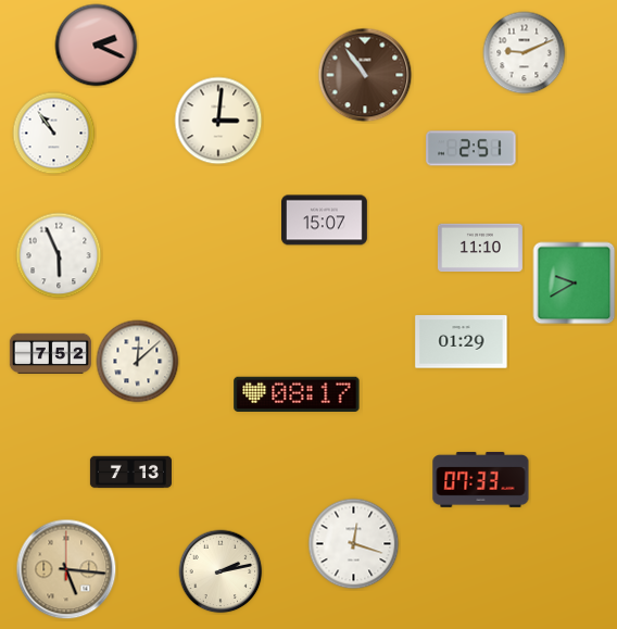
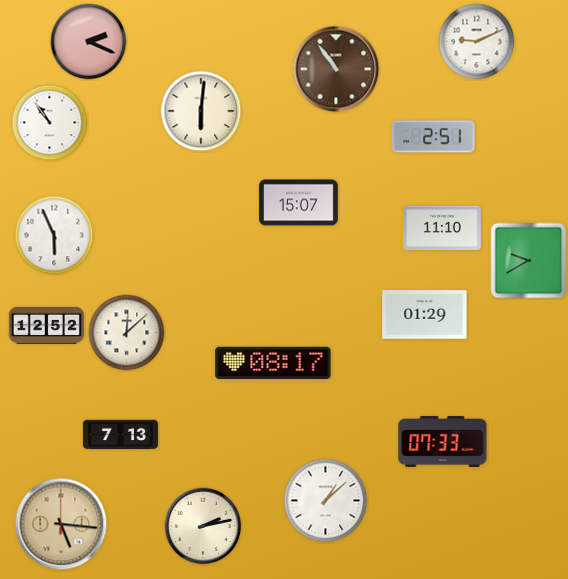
clock at (525, 53) position: (525, 53) -> (477, 42)
clock at (218, 121): 3:01 -> 6:01
clock at (50, 353): 7:52 -> 12:52
clock at (354, 544): 12:18 -> 1:08
